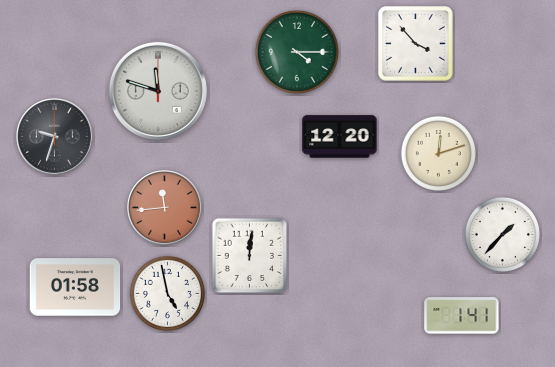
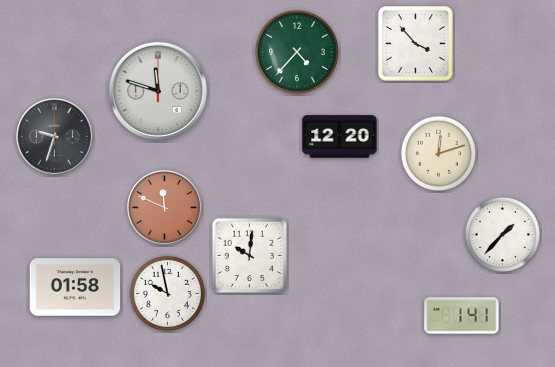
clock at (297, 52): 4:15 -> 4:37
clock at (165, 208): 11:44 -> 11:49
clock at (249, 255): 12:01 -> 10:01
clock at (167, 293): 4:58 -> 9:58
